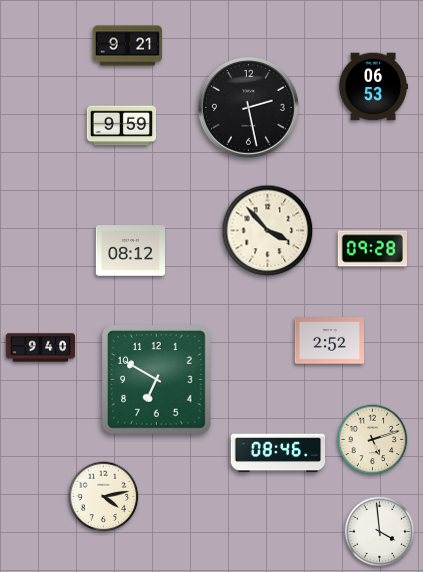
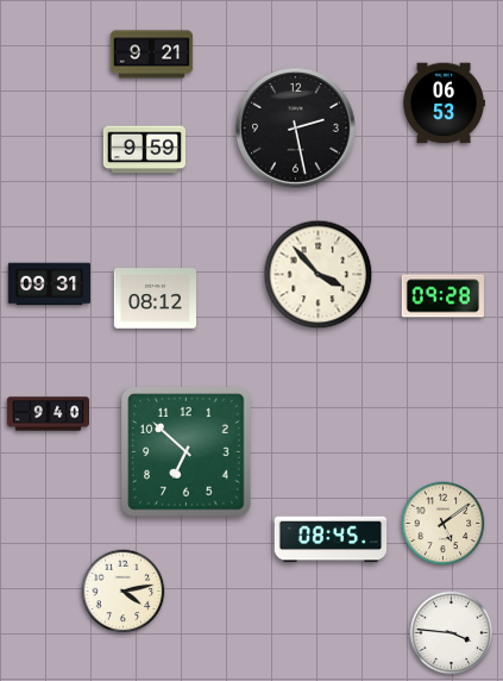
clock at (49, 285): none -> 09:31
clock at (329, 341): 2:52 -> none
clock at (157, 380): 6:50 -> 6:52
clock at (373, 440): 5:12 -> 5:09
clock at (278, 453): 08:46 -> 08:45
clock at (380, 532): 3:59 -> 3:46
